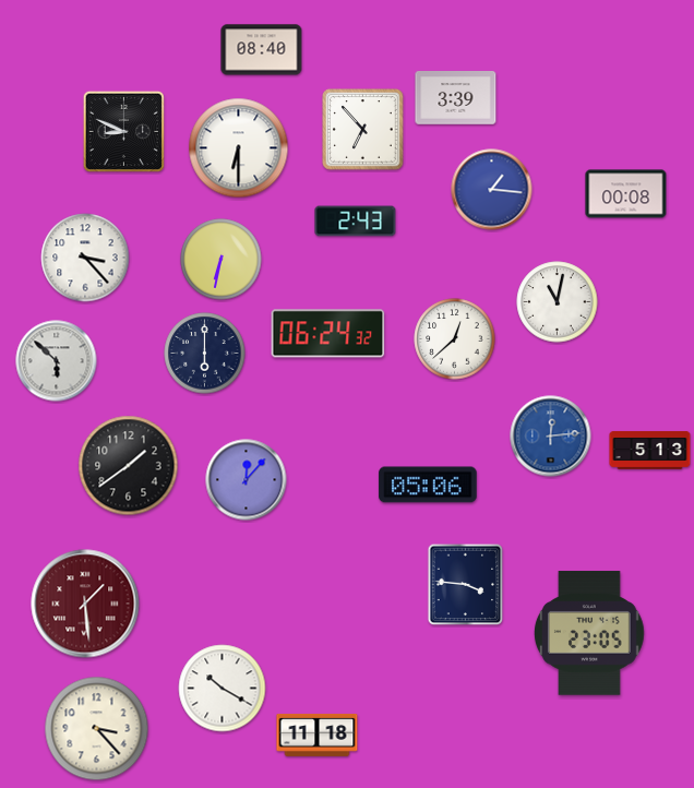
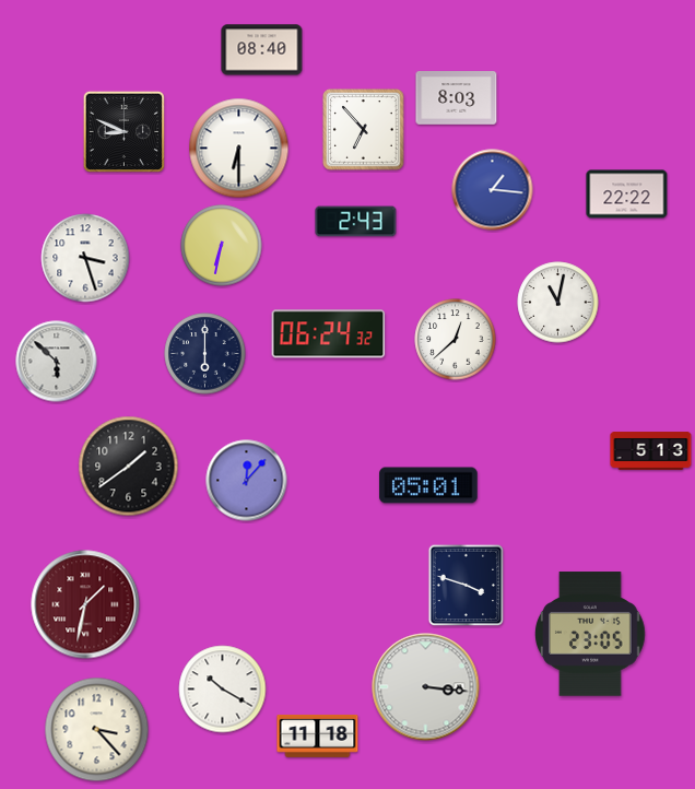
clock at (456, 98): 3:39 -> 8:03
clock at (626, 194): 00:08 -> 22:22
clock at (85, 258): 3:23 -> 3:27
clock at (222, 260) position: (222, 260) -> (222, 246)
clock at (551, 437): 12:14 -> none
clock at (428, 485): 05:06 -> 05:01
clock at (466, 585): 3:46 -> 3:48
clock at (85, 604): 1:29 -> 1:32
clock at (426, 687): none -> 3:16
